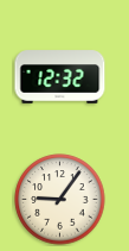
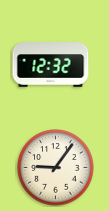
clock at (60, 200) position: (60, 200) -> (56, 168)
